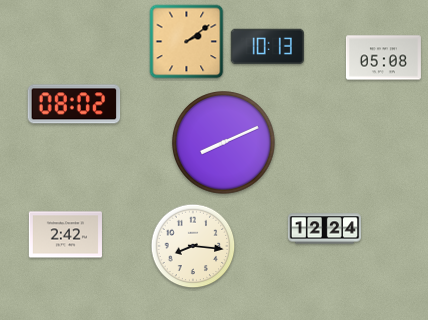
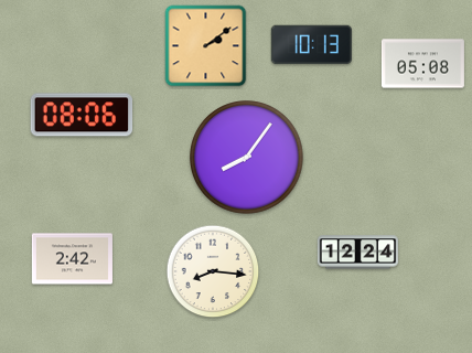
clock at (267, 47) position: (267, 47) -> (311, 45)
clock at (74, 104): 08:02 -> 08:06
clock at (224, 143): 8:11 -> 8:06
